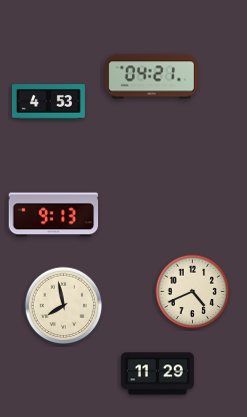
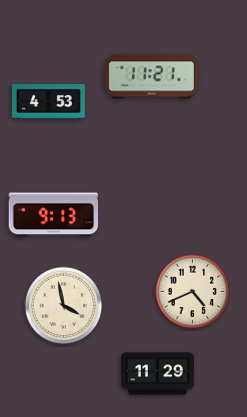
clock at (151, 77): 04:21 -> 11:21
clock at (64, 306): 7:58 -> 3:58
